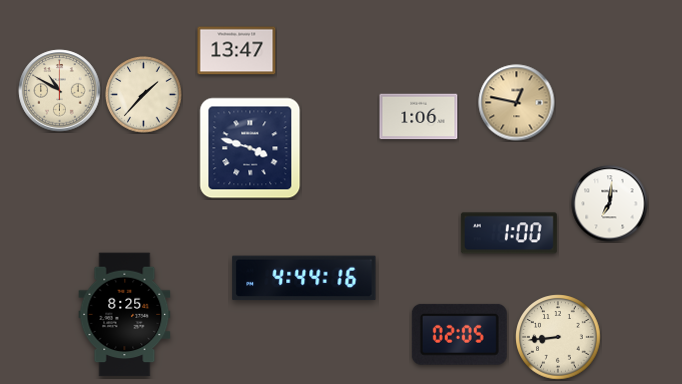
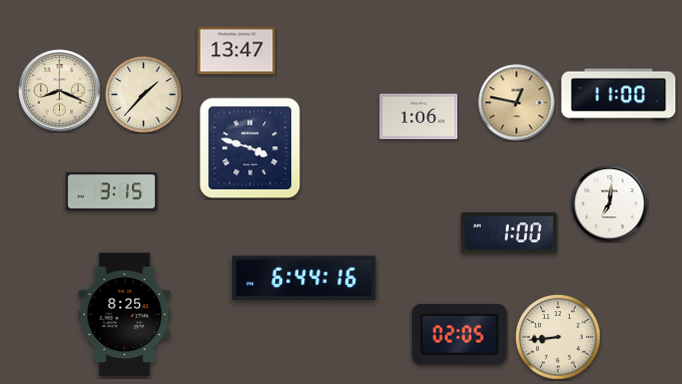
clock at (60, 91): 10:50 -> 8:19
clock at (619, 95): none -> 11:00
clock at (111, 192): none -> 3:15
clock at (304, 278): 4:44 -> 6:44
